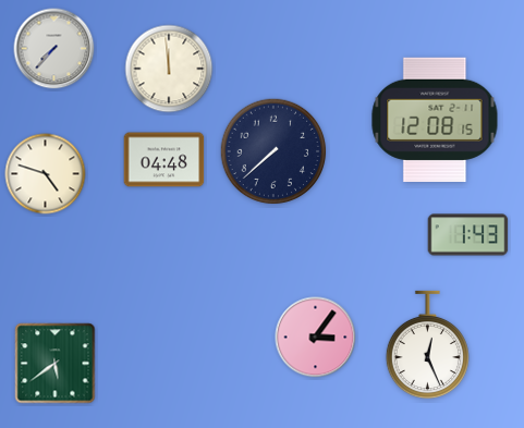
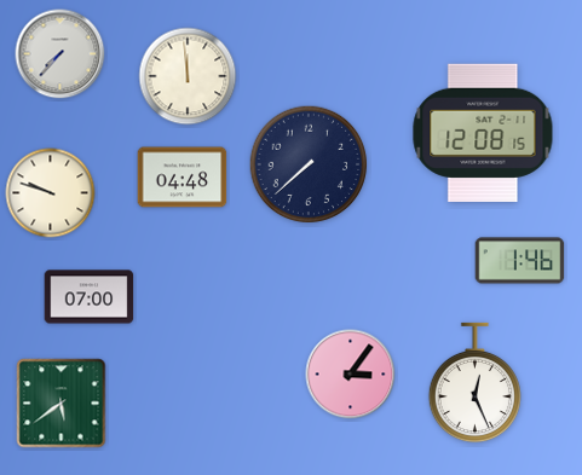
clock at (273, 151) position: (273, 151) -> (309, 164)
clock at (46, 174): 4:48 -> 9:48
clock at (468, 235): 1:43 -> 1:46
clock at (90, 297): none -> 07:00
